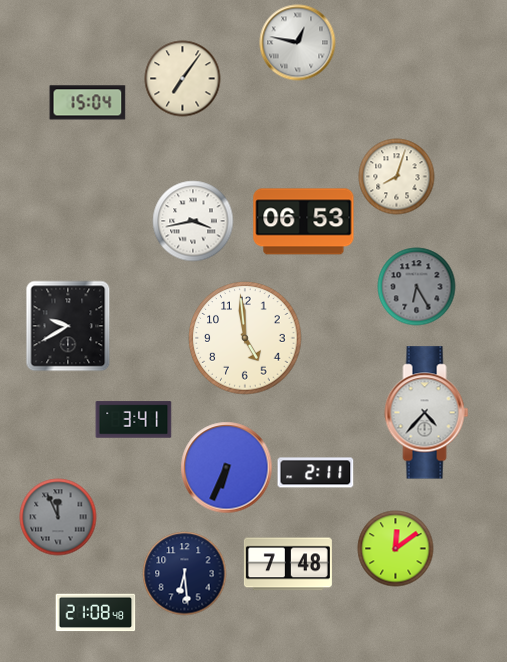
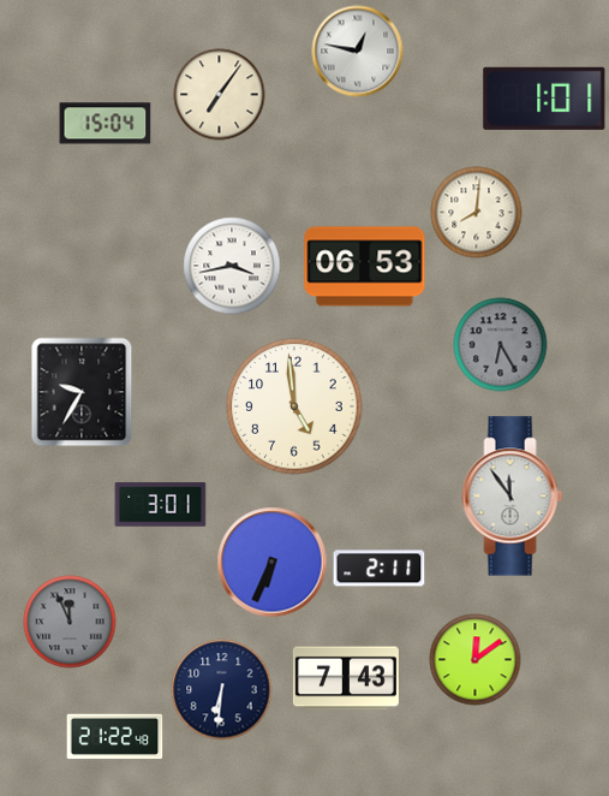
clock at (544, 99): none -> 1:01
clock at (397, 177): 8:03 -> 8:01
clock at (68, 326): 9:40 -> 9:35
clock at (427, 413): 4:37 -> 11:54
clock at (134, 420): 3:41 -> 3:01
clock at (288, 564): 7:48 -> 7:43
clock at (185, 574): 6:29 -> 6:31
clock at (96, 613): 21:08 -> 21:22
